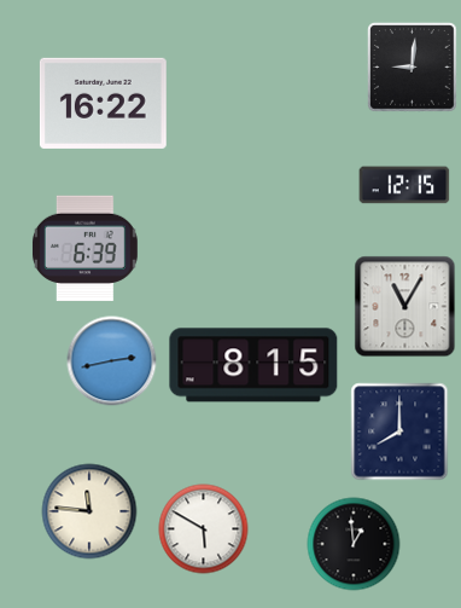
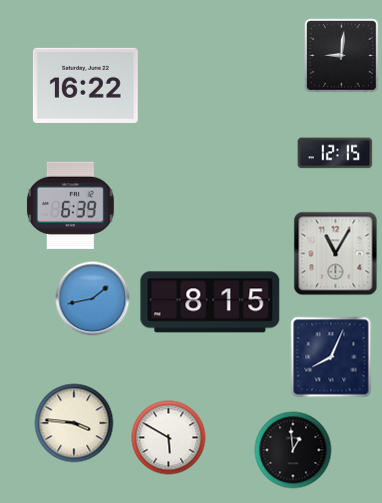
clock at (112, 361): 2:43 -> 1:43
clock at (399, 432): 8:00 -> 8:04
clock at (89, 511): 11:46 -> 3:46
